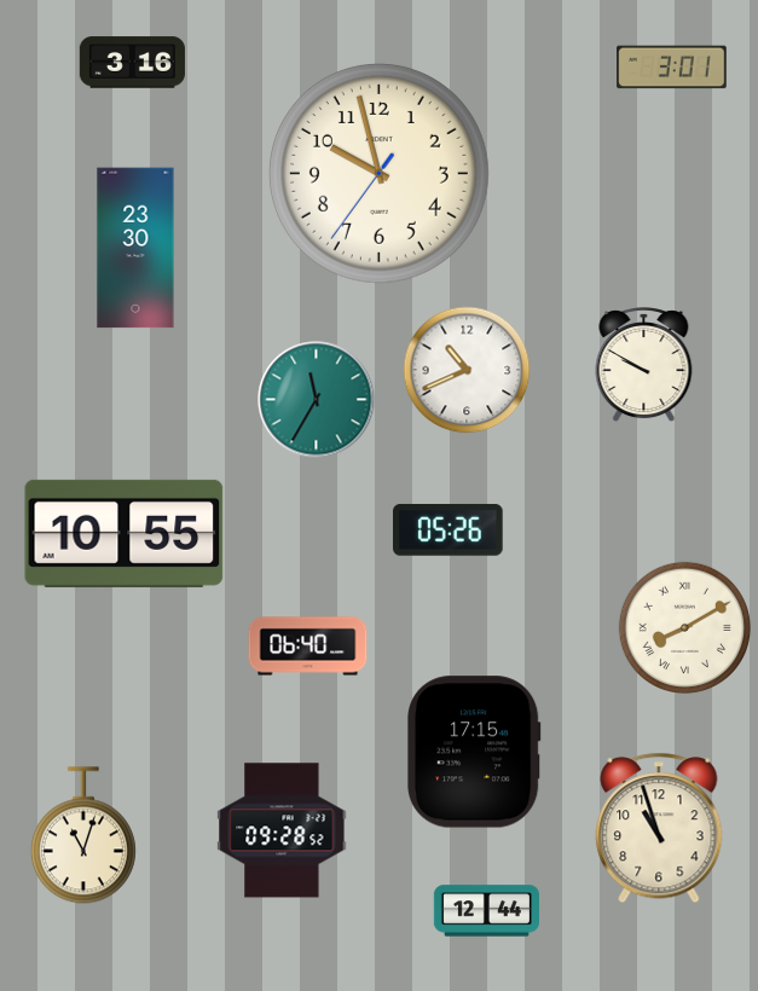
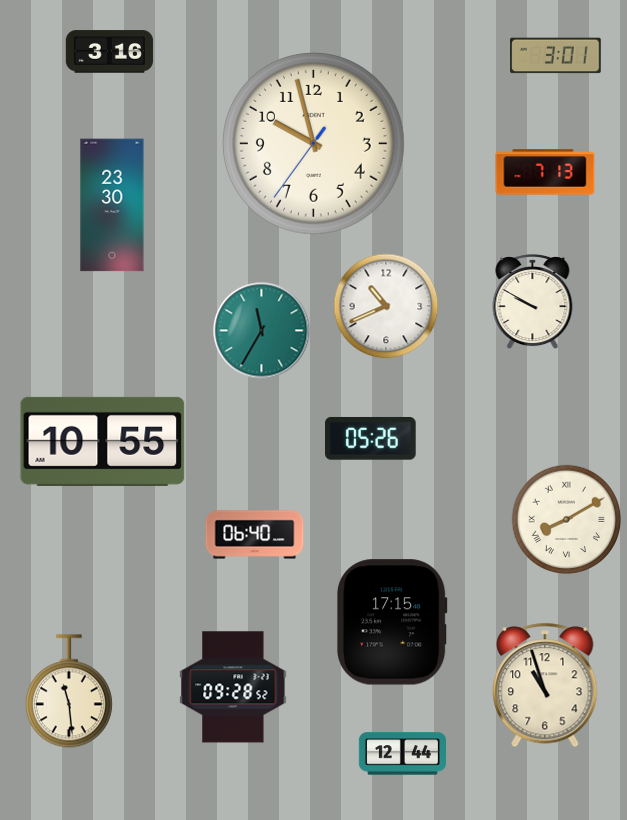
clock at (545, 172): none -> 7:13
clock at (83, 835): 11:03 -> 11:29
